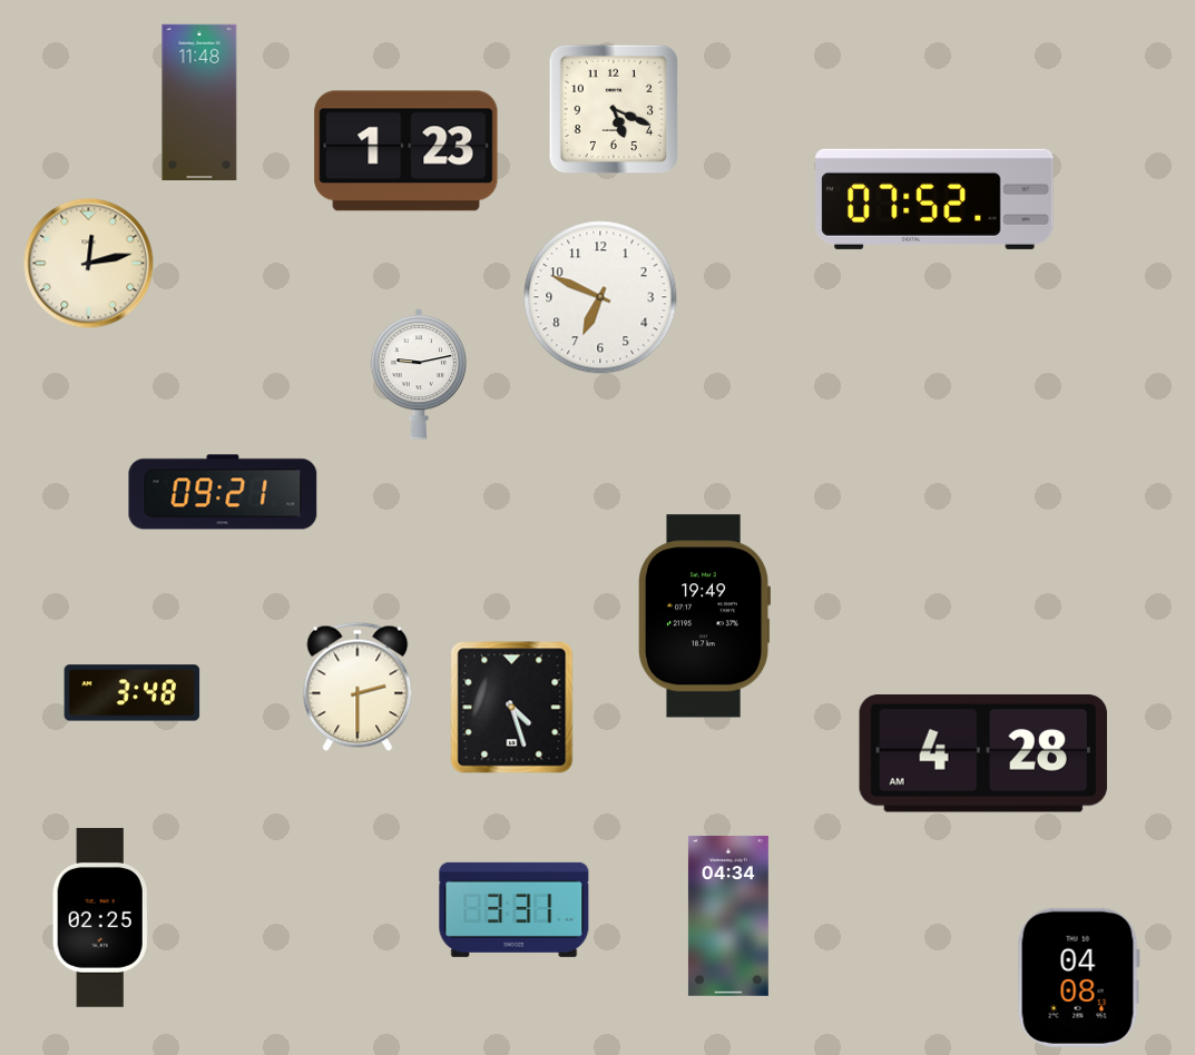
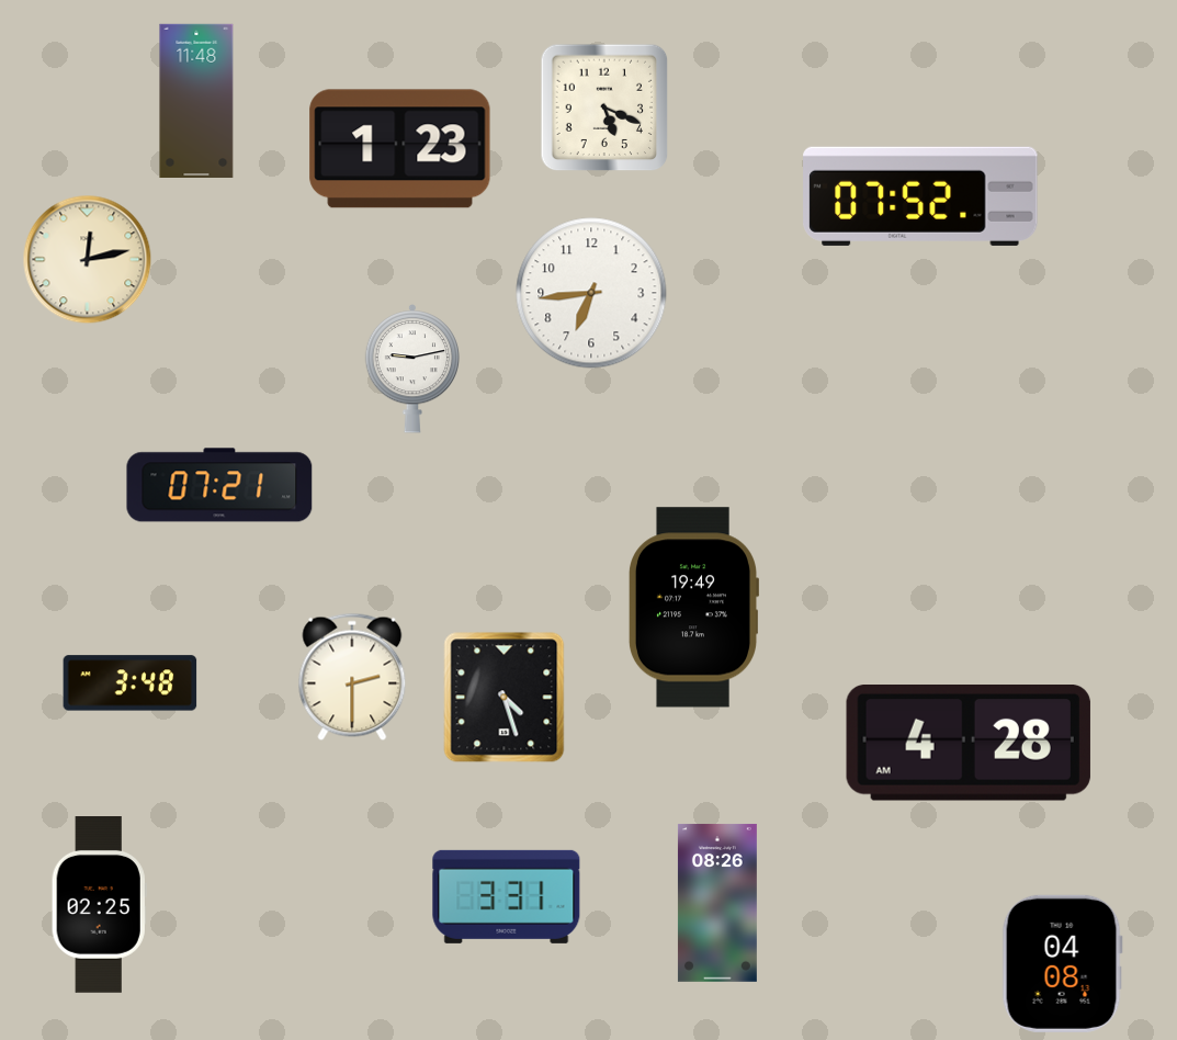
clock at (600, 297): 6:49 -> 6:44
clock at (223, 492): 09:21 -> 07:21
clock at (728, 916): 04:34 -> 08:26
